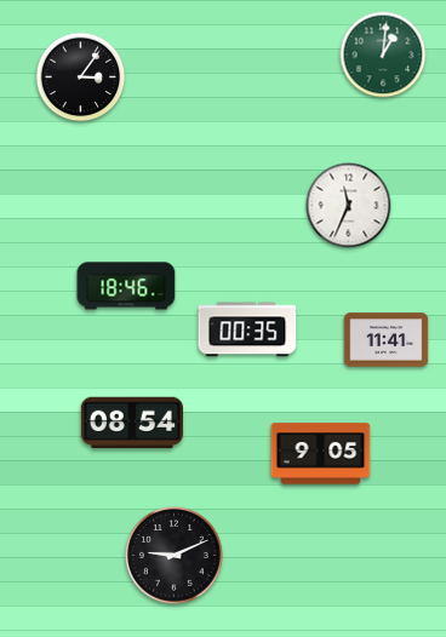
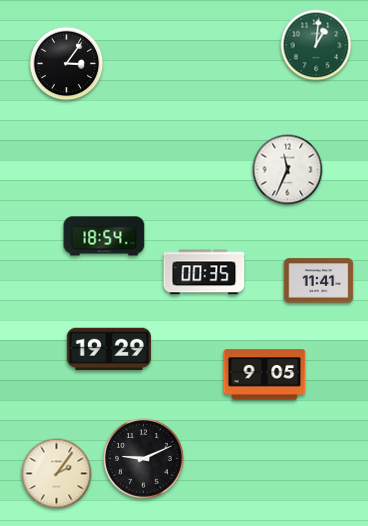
clock at (126, 286): 18:46 -> 18:54
clock at (132, 423): 08:54 -> 19:29
clock at (57, 474): none -> 2:06
